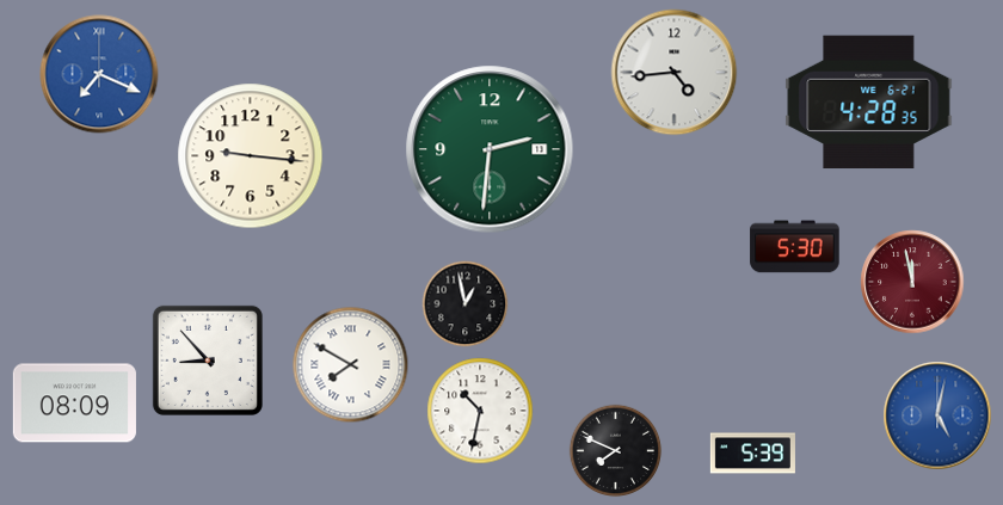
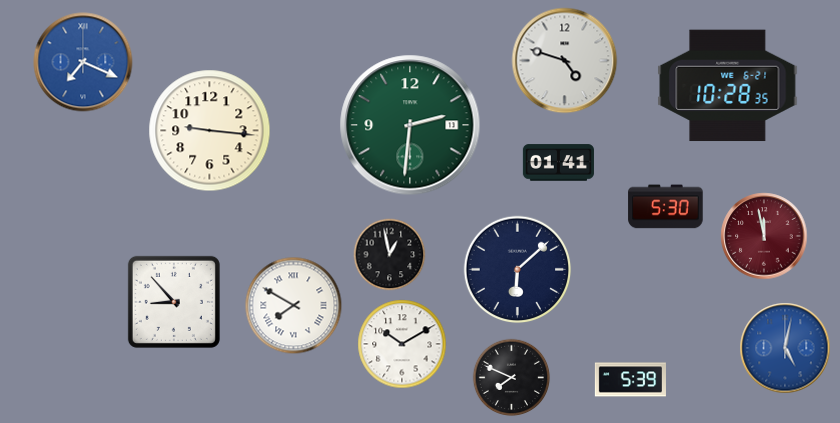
clock at (675, 73): 4:44 -> 4:48
clock at (869, 103): 4:28 -> 10:28
clock at (558, 163): none -> 01:41
clock at (518, 270): none -> 6:08
clock at (74, 404): 08:09 -> none
clock at (480, 411): 10:32 -> 10:10
clock at (616, 451) position: (616, 451) -> (512, 378)
